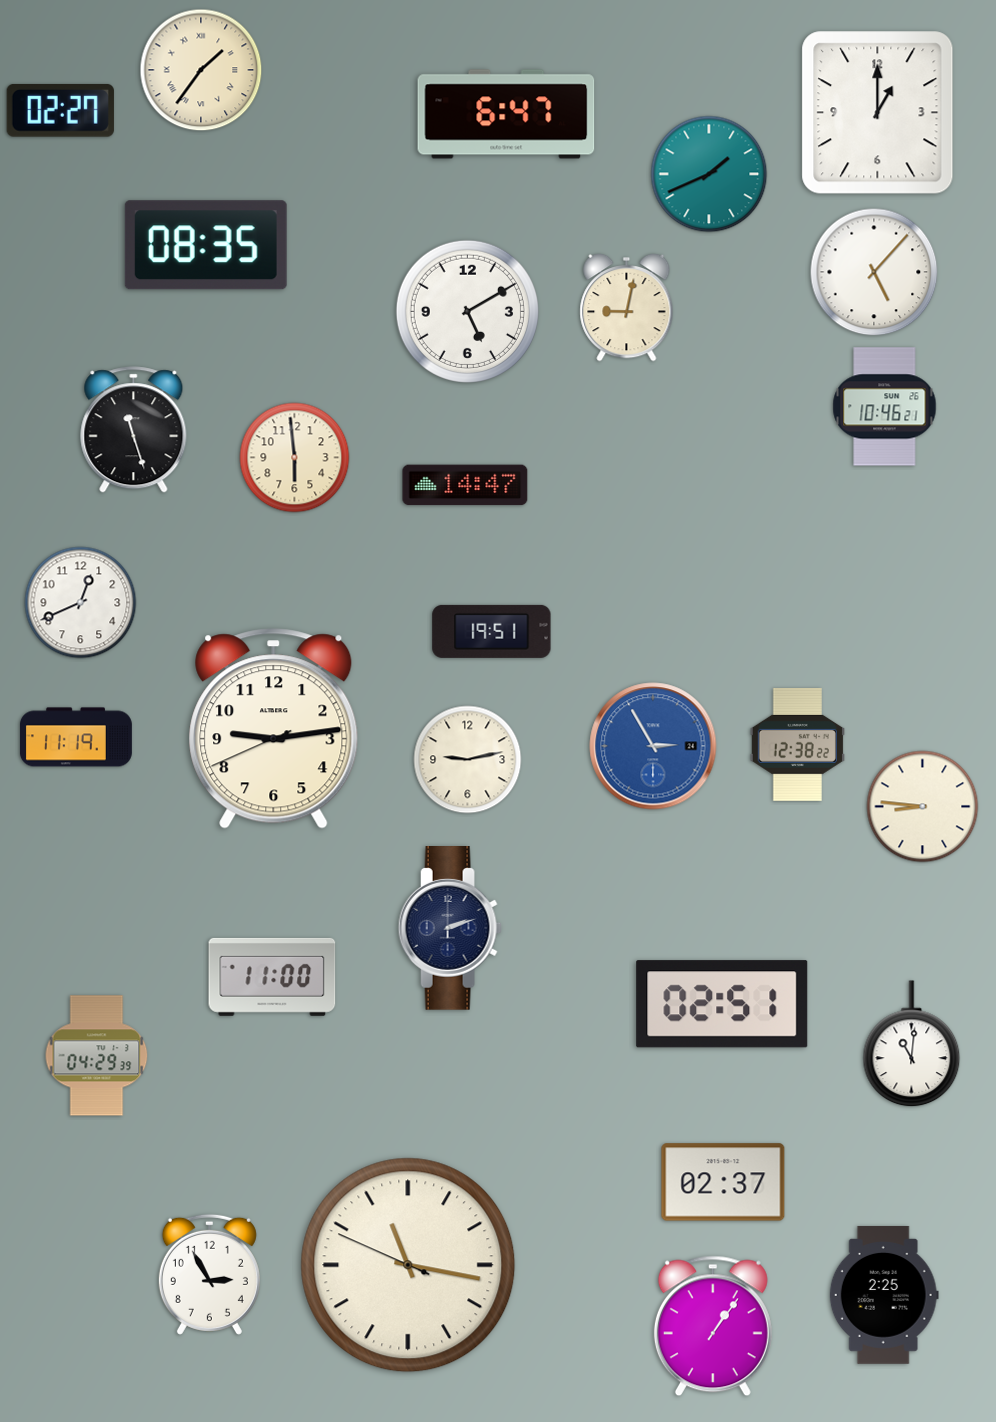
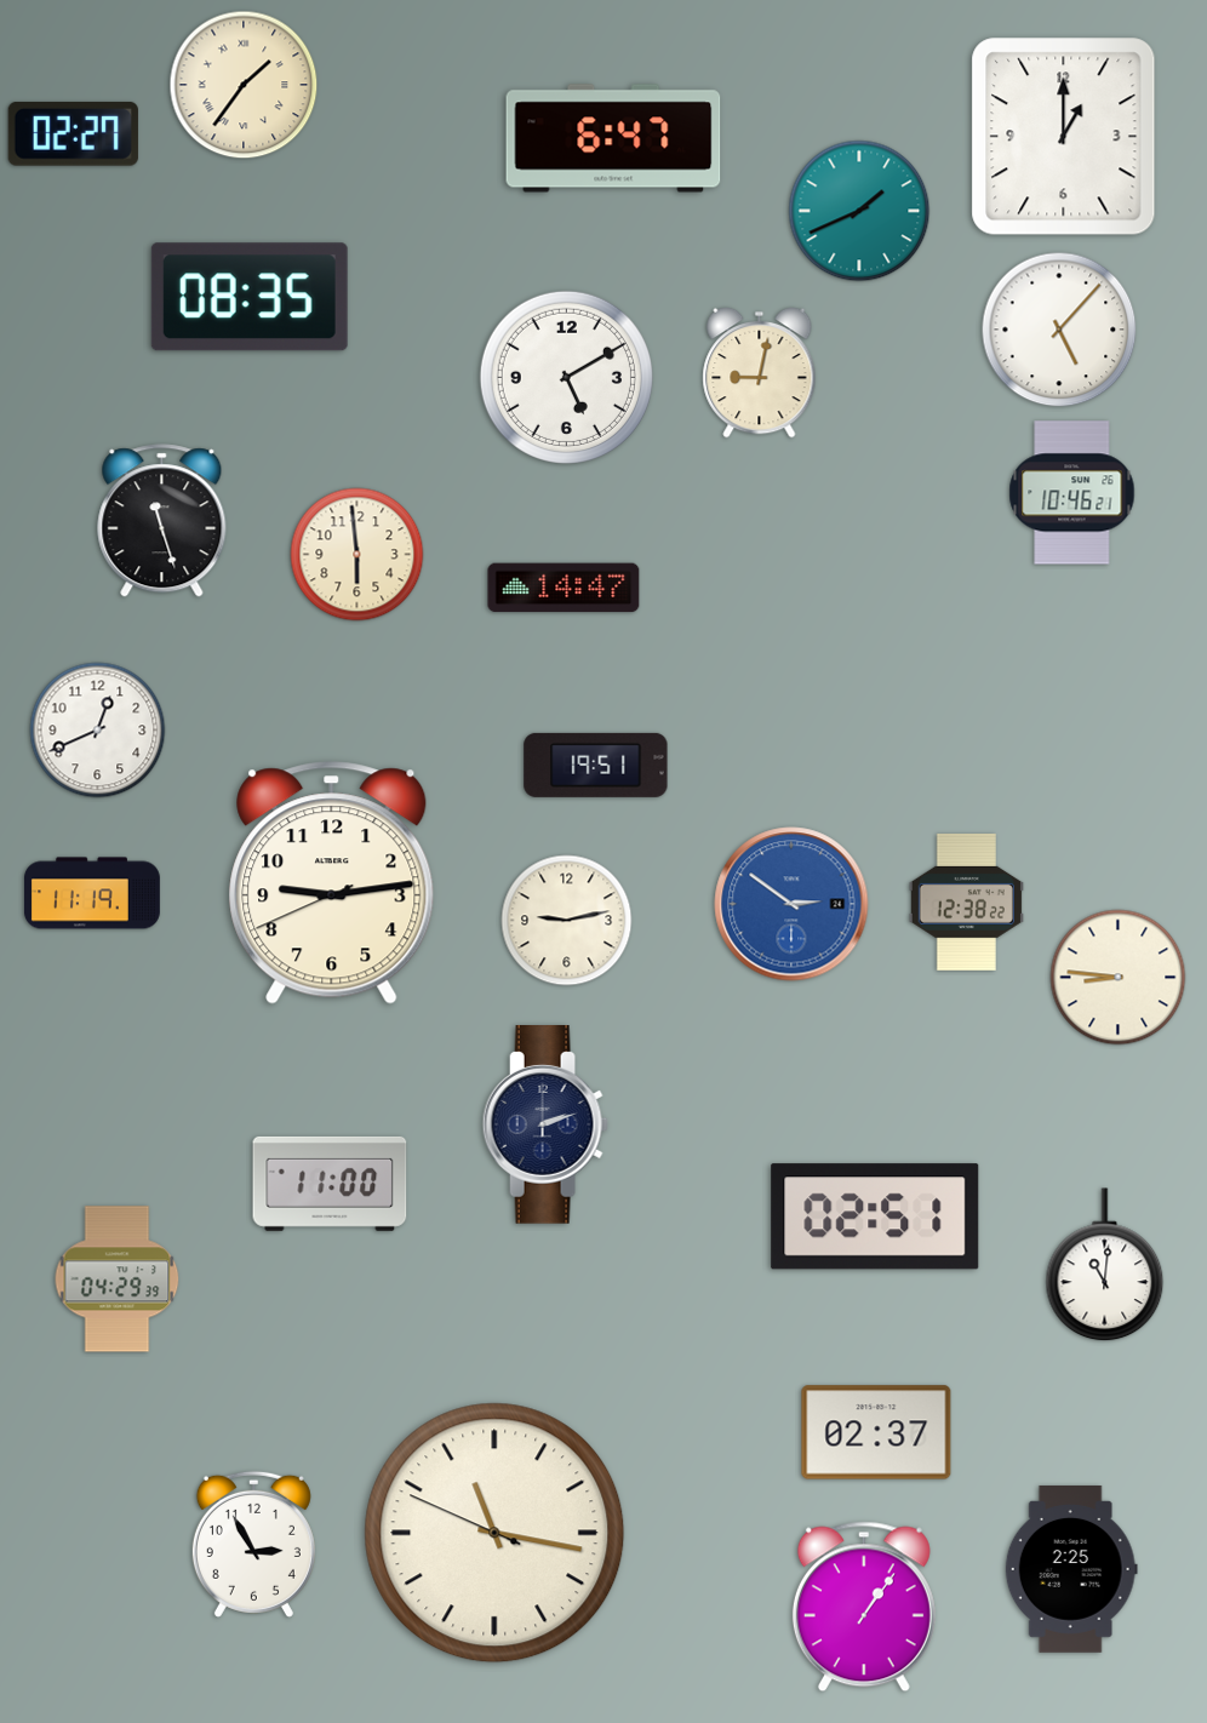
clock at (653, 746): 2:55 -> 2:51
